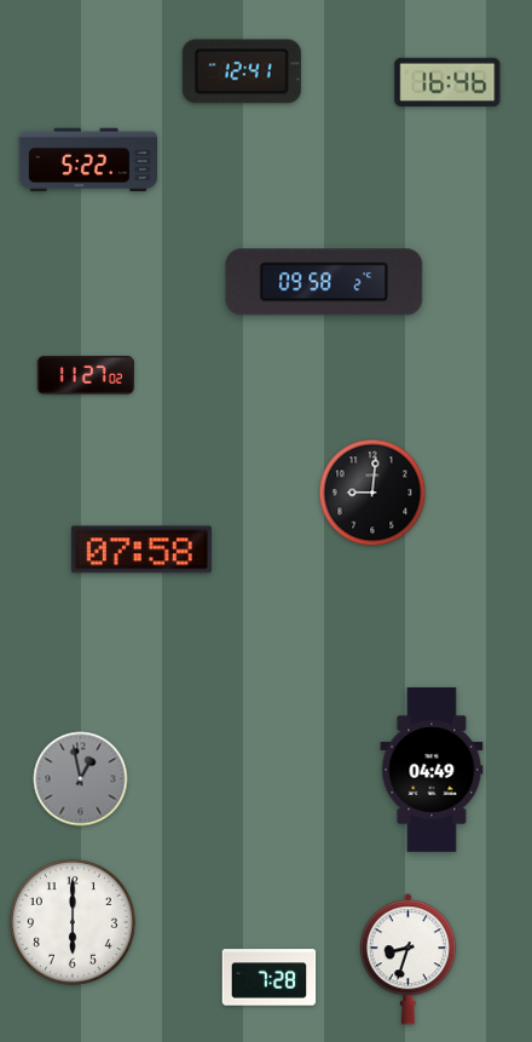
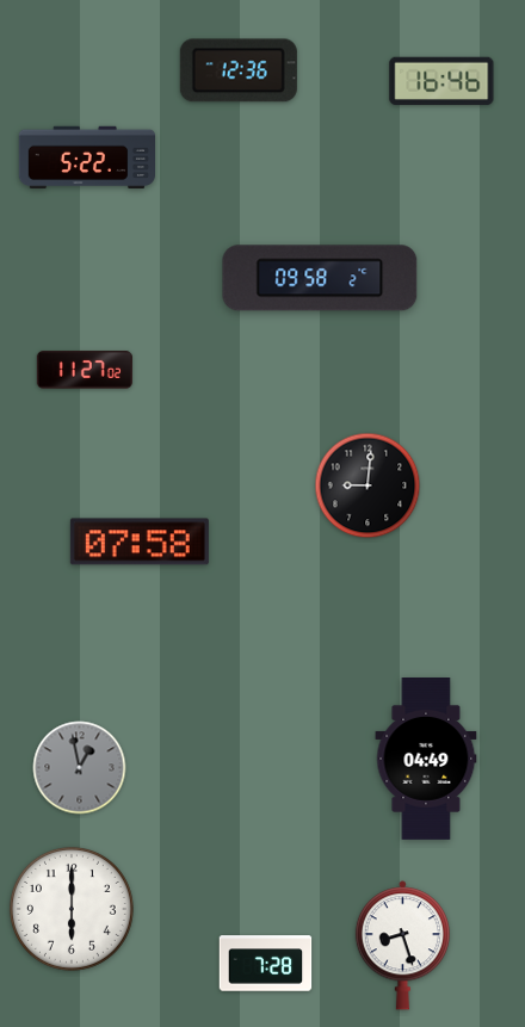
clock at (242, 71): 12:41 -> 12:36
clock at (407, 960): 8:33 -> 8:27
